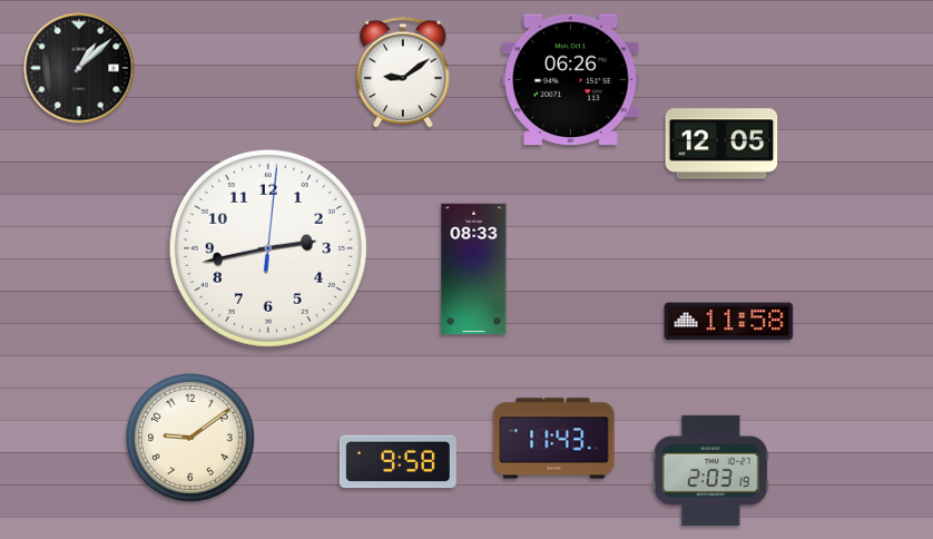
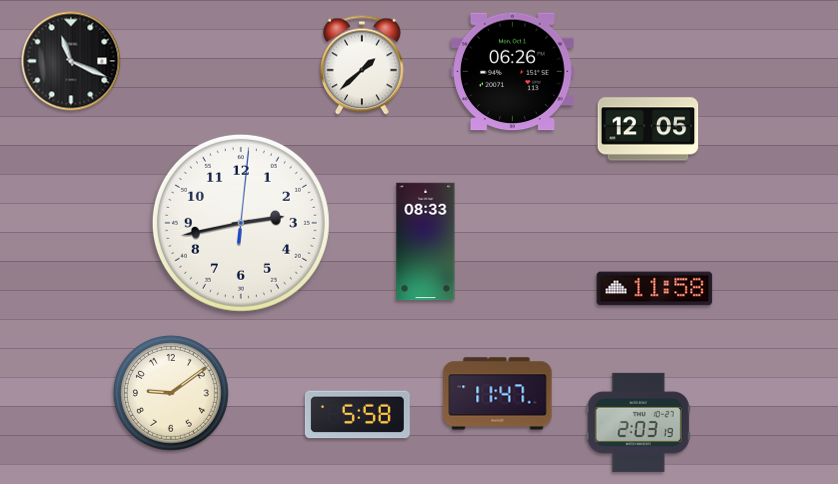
clock at (79, 68): 1:08 -> 11:19
clock at (404, 72): 9:09 -> 1:38
clock at (554, 439): 11:43 -> 11:47
clock at (397, 462): 9:58 -> 5:58
